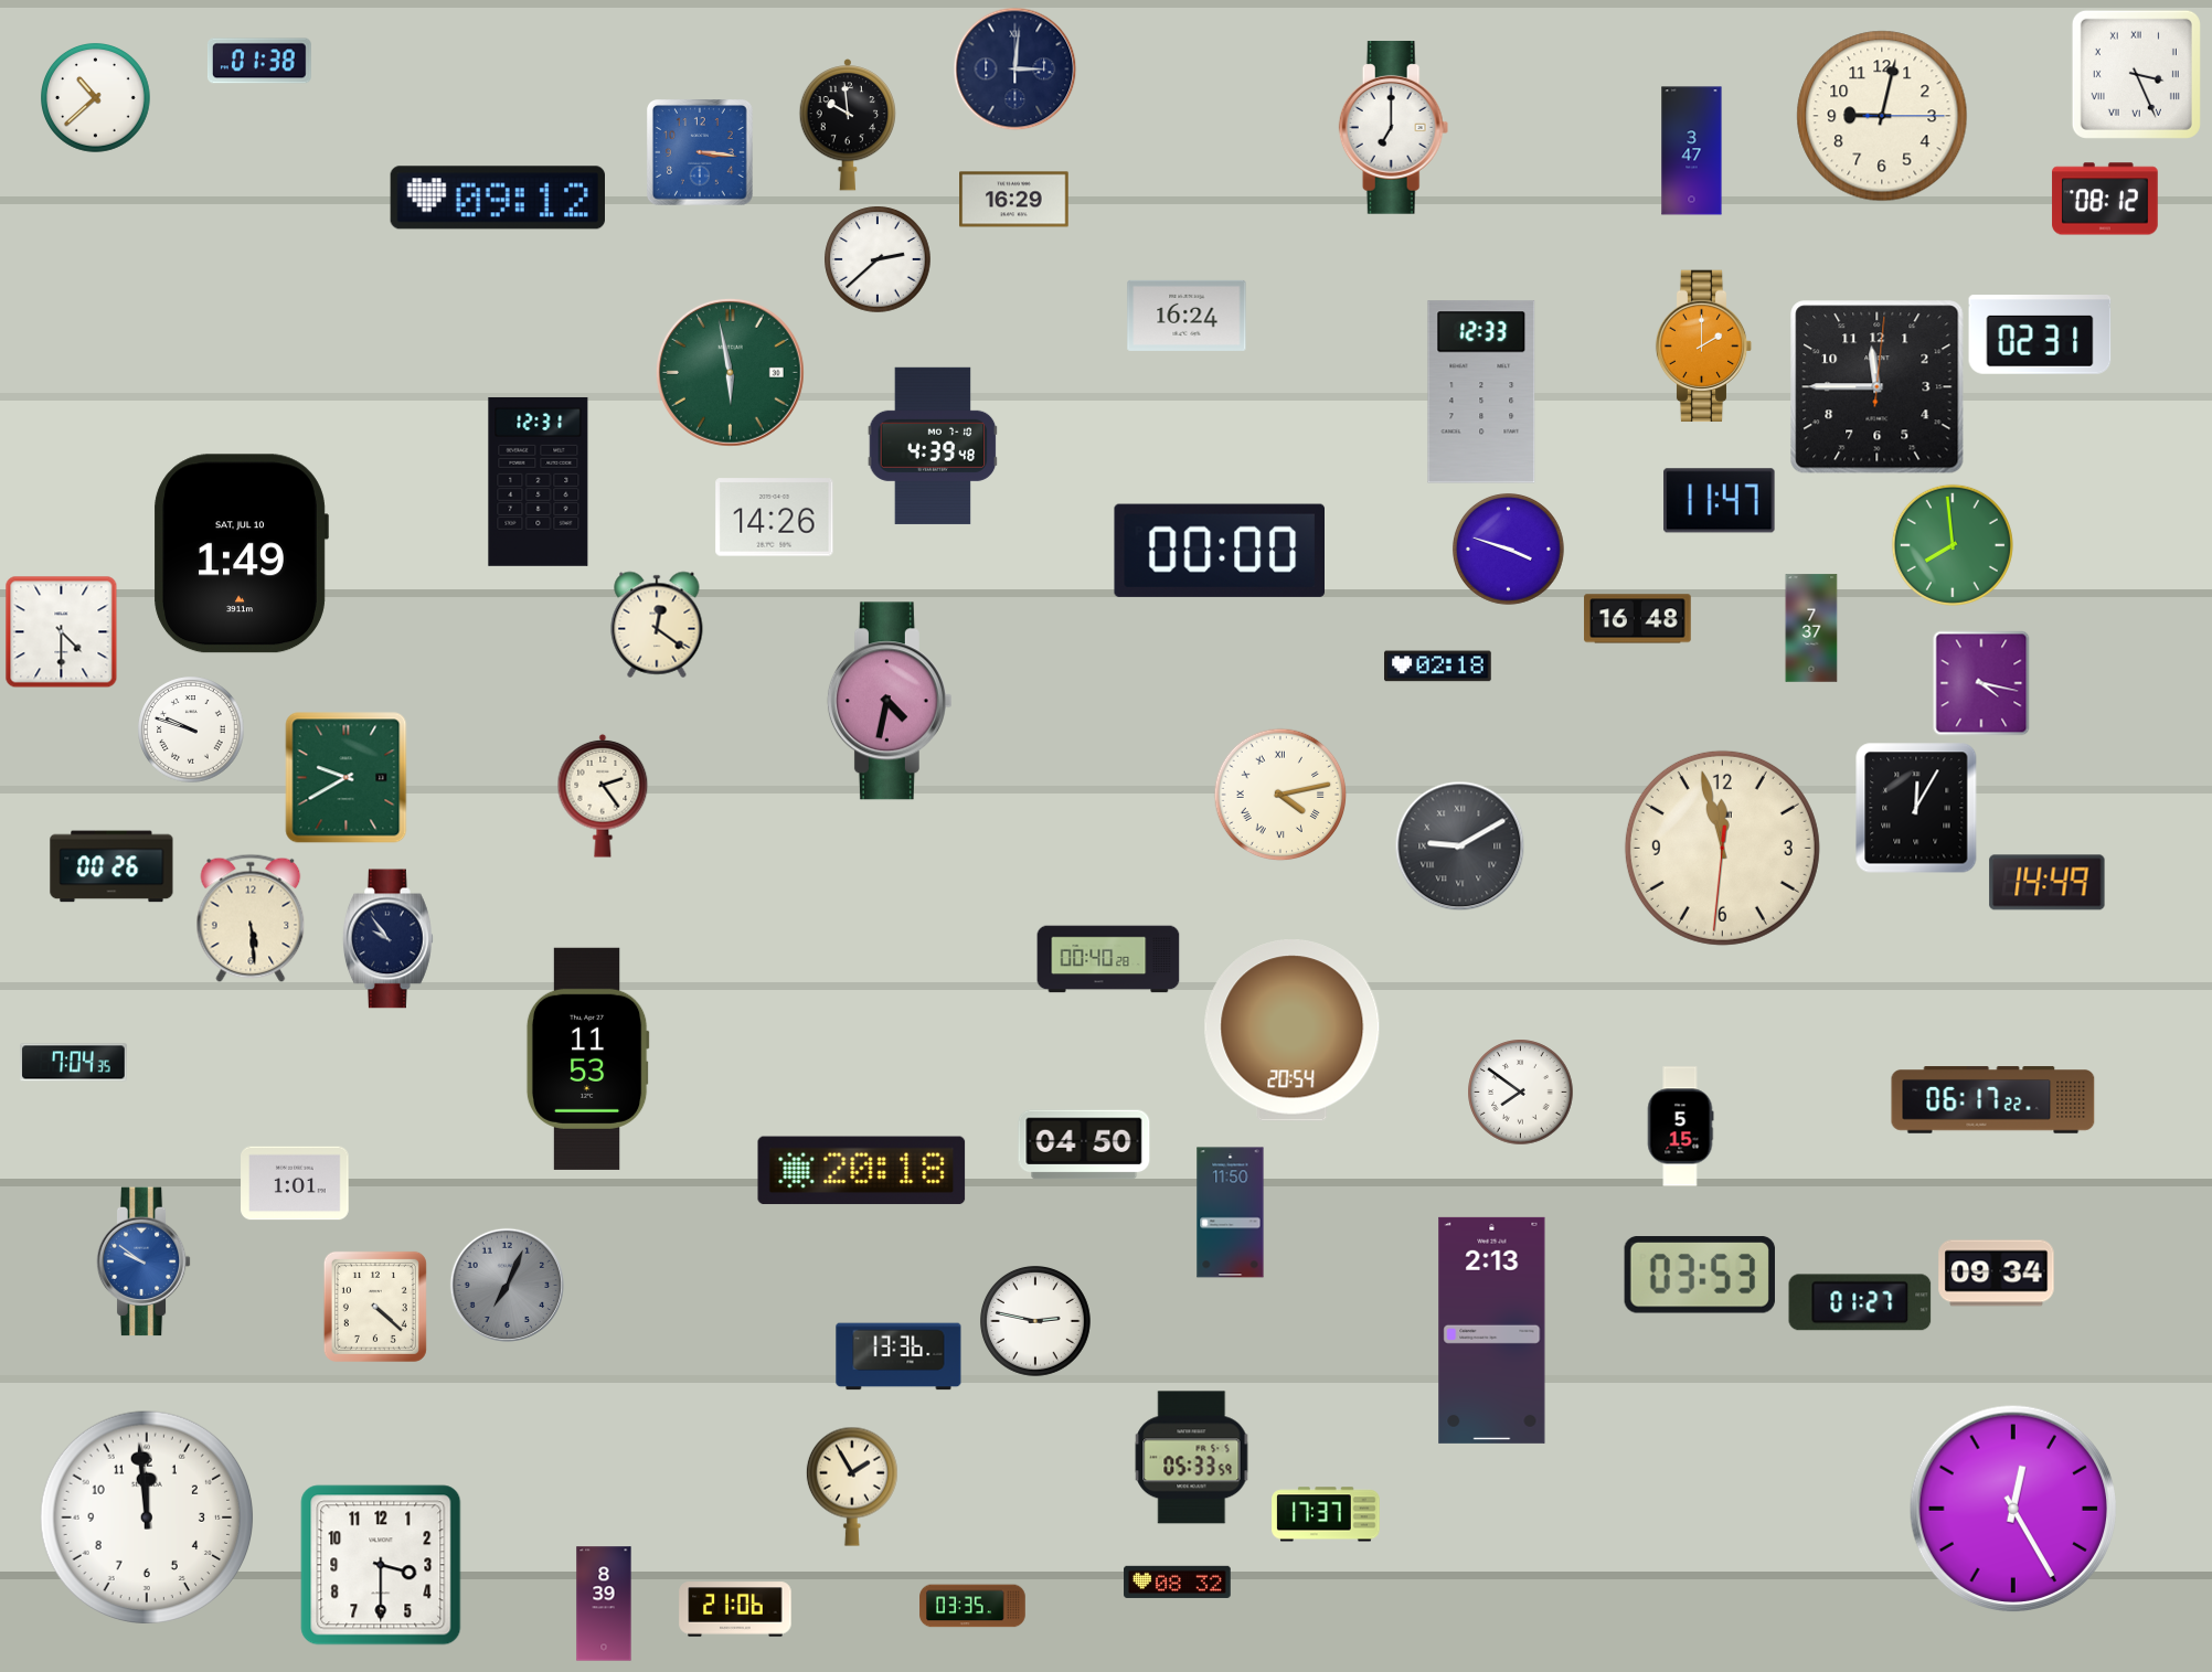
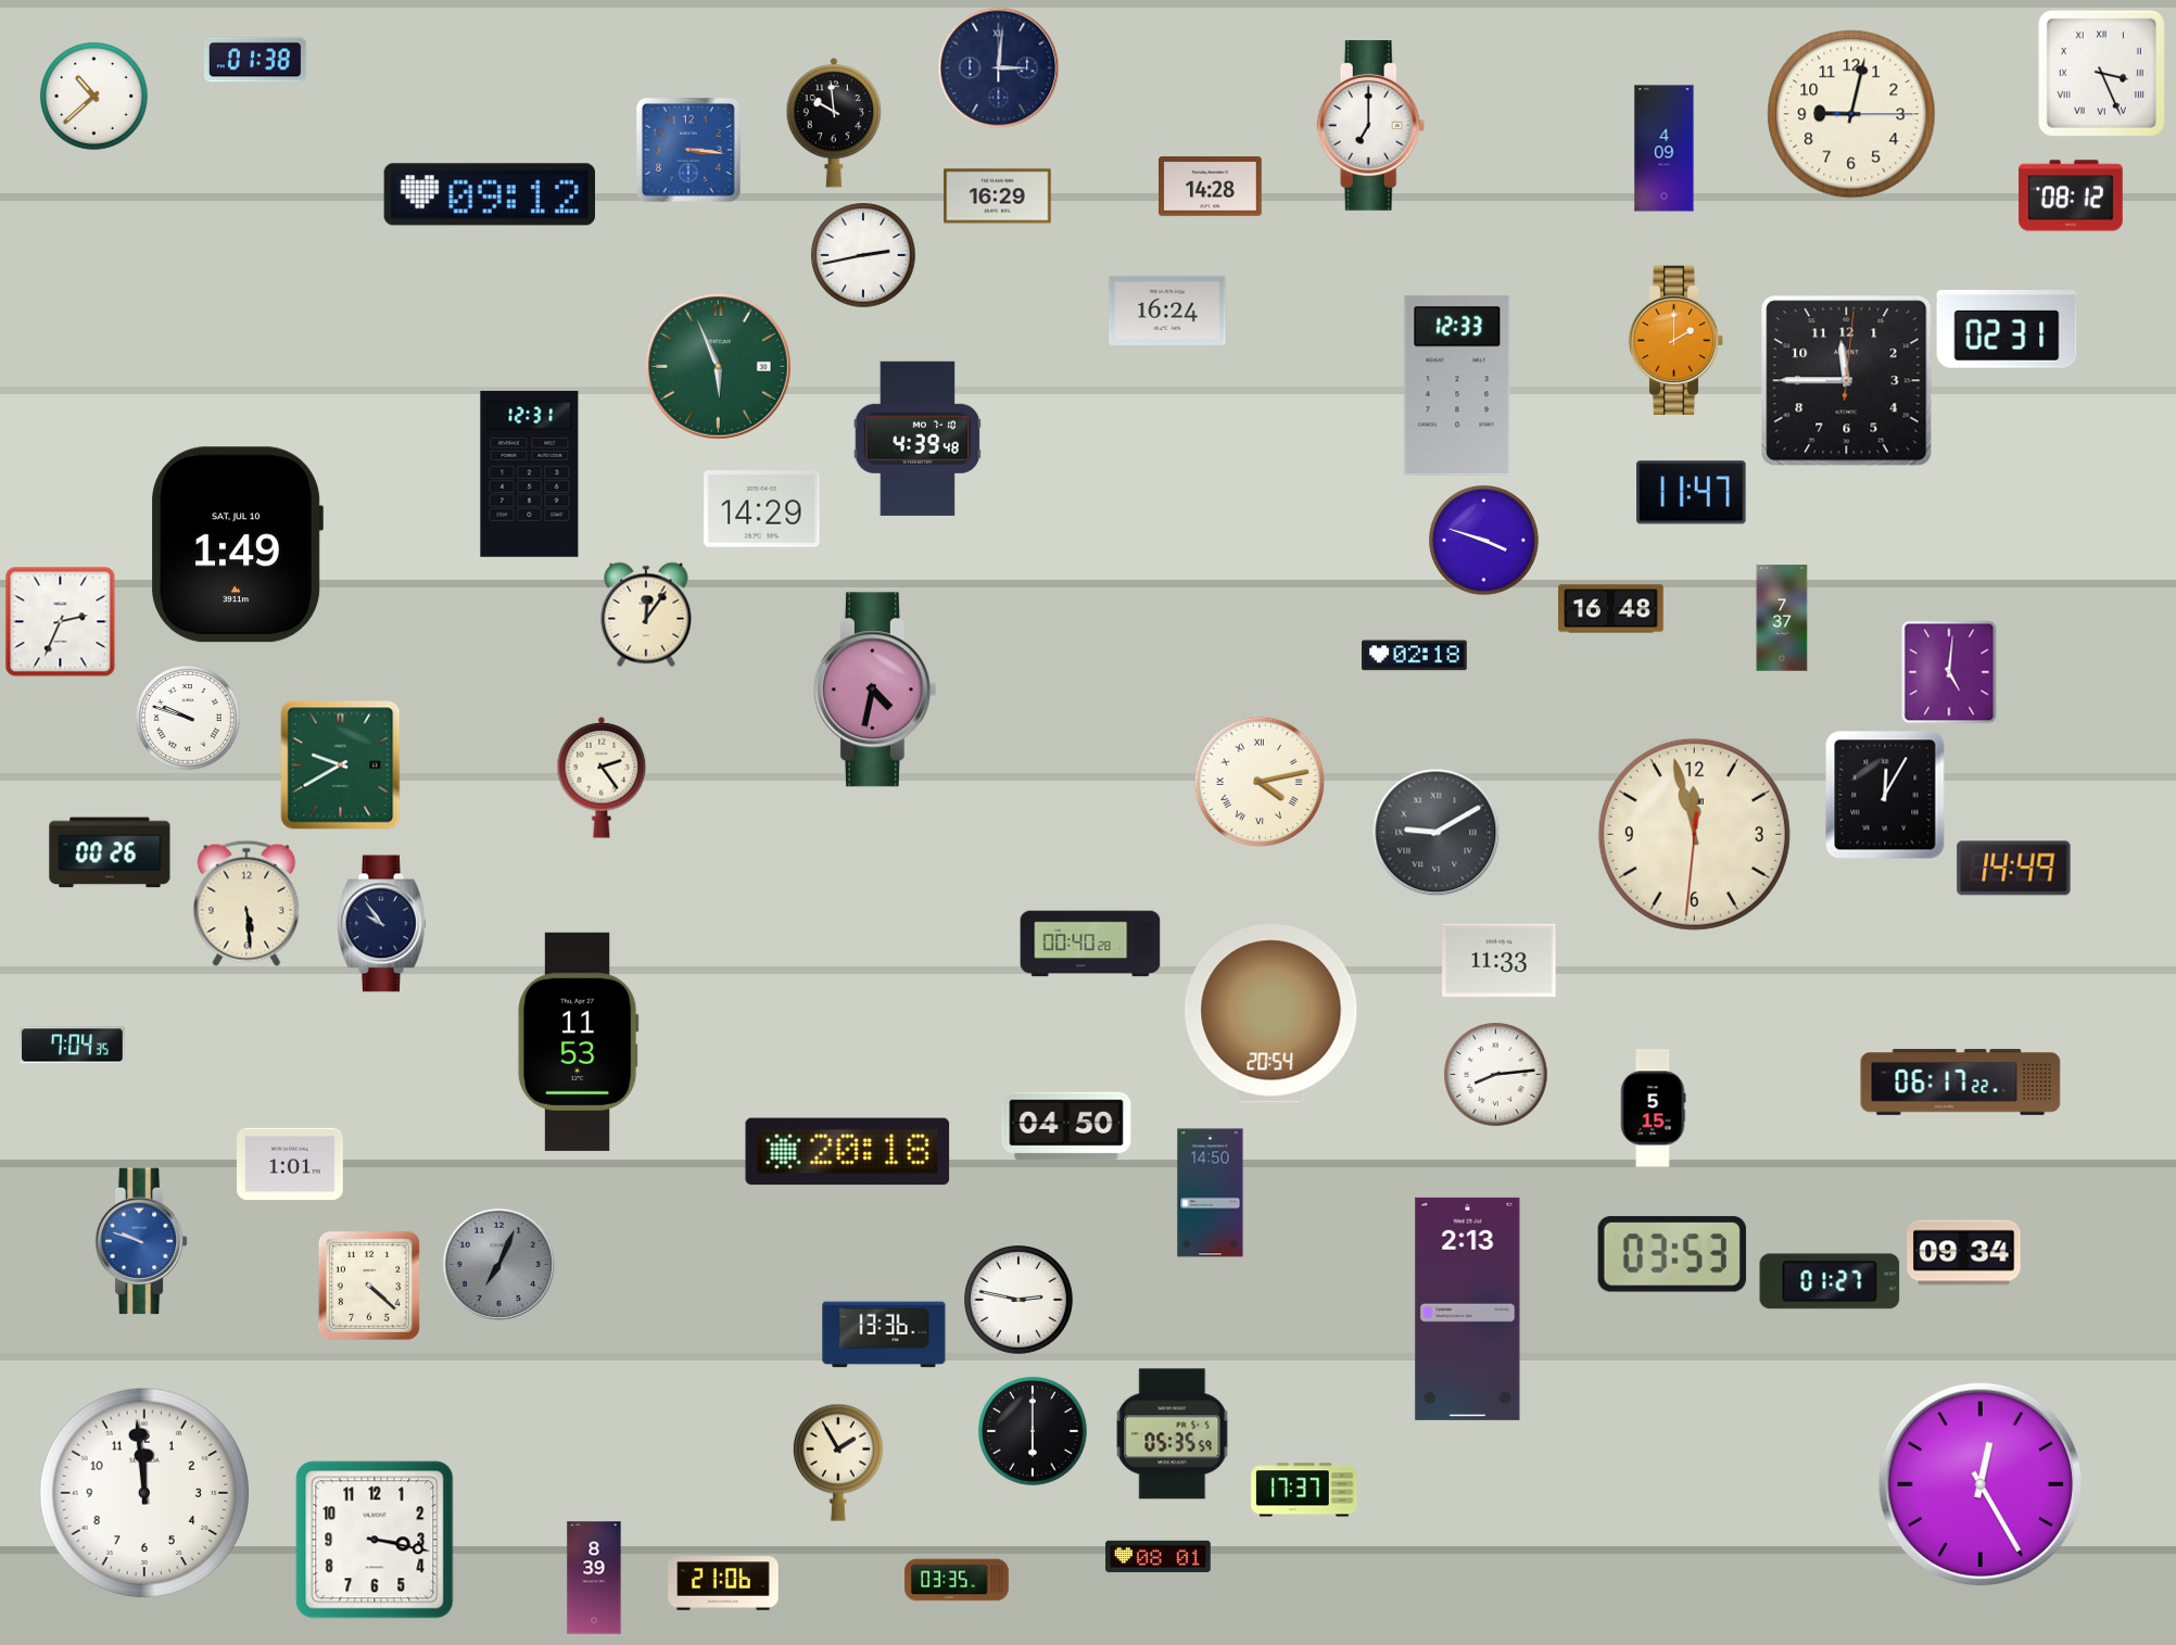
clock at (1692, 151): 3:47 -> 4:09
clock at (1211, 187): none -> 14:28
clock at (878, 259): 2:38 -> 2:43
clock at (730, 372): 5:58 -> 5:56
clock at (775, 518): 14:26 -> 14:29
clock at (1953, 545): 7:59 -> none
clock at (1219, 551): 00:00 -> none
clock at (657, 625): 12:21 -> 12:06
clock at (61, 631): 4:30 -> 2:34
clock at (1981, 683): 4:17 -> 5:01
clock at (603, 796) position: (603, 796) -> (602, 777)
clock at (1500, 960): none -> 11:33
clock at (1520, 1091): 7:51 -> 8:14
clock at (1231, 1213): 11:50 -> 14:50
clock at (143, 1261): 9:51 -> 9:48
clock at (1034, 1432): none -> 6:00
clock at (1192, 1458): 05:33 -> 05:35
clock at (381, 1565): 3:30 -> 3:17
clock at (1178, 1582): 08:32 -> 08:01
